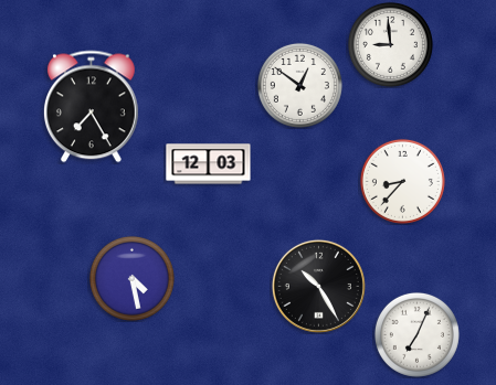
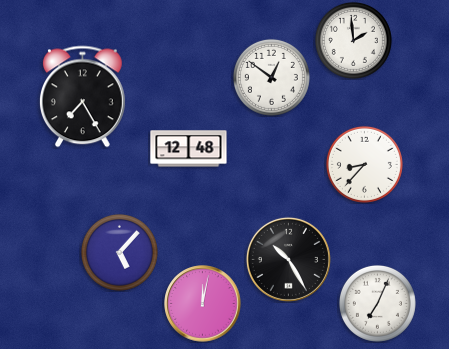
clock at (390, 44): 8:59 -> 1:59
clock at (209, 164): 12:03 -> 12:48
clock at (131, 278): 4:28 -> 5:07
clock at (203, 304): none -> 12:02
